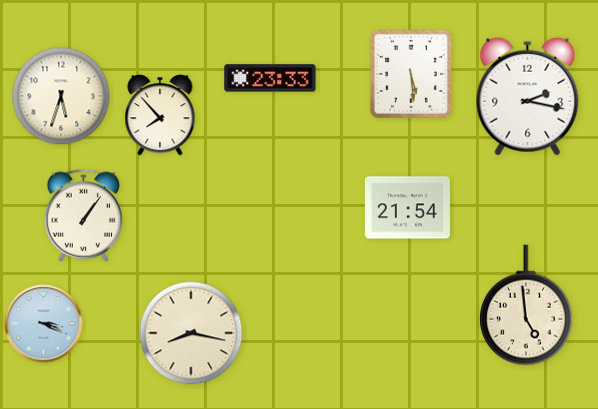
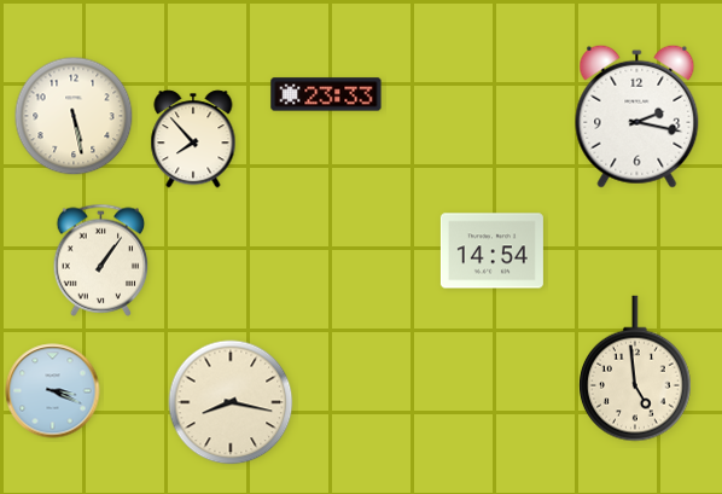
clock at (411, 74): 5:29 -> none
clock at (61, 96): 5:33 -> 5:28
clock at (407, 208): 21:54 -> 14:54
